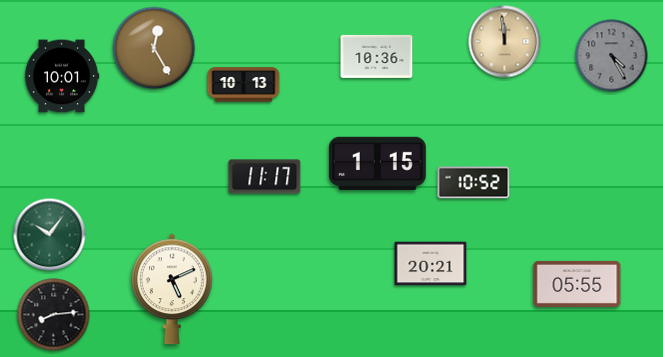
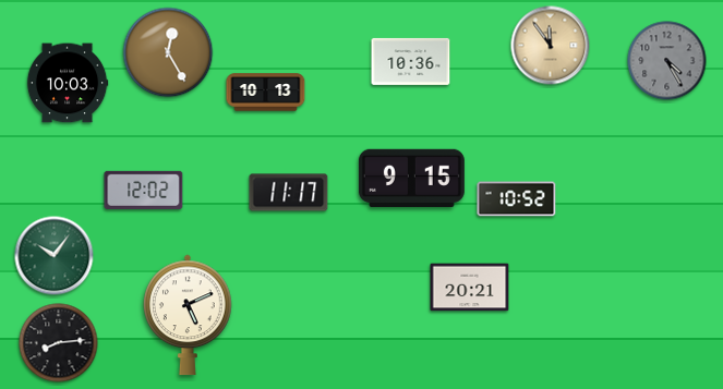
clock at (505, 42): 11:59 -> 11:54
clock at (62, 76): 10:01 -> 10:03
clock at (377, 163): 1:15 -> 9:15
clock at (144, 190): none -> 12:02
clock at (577, 284): 05:55 -> none
